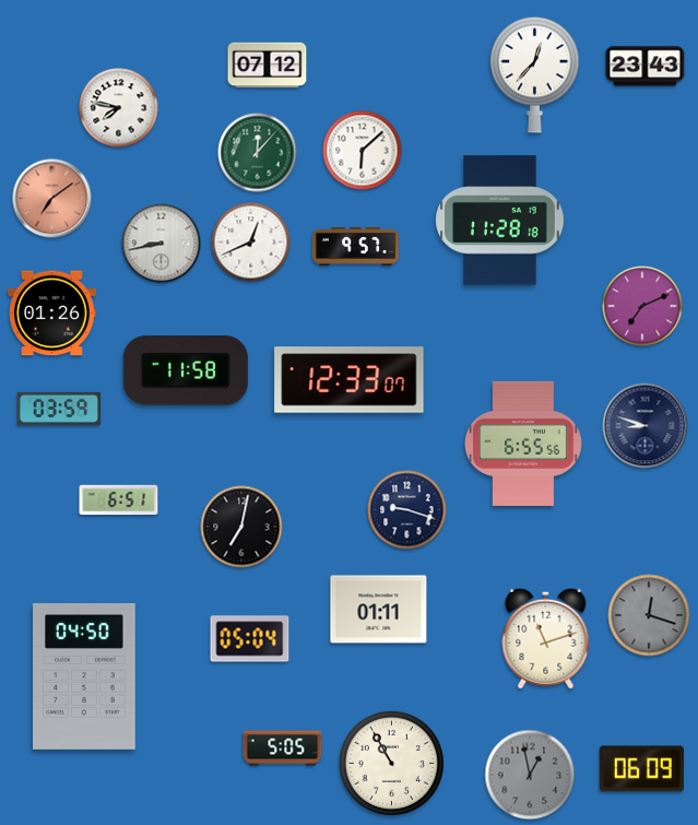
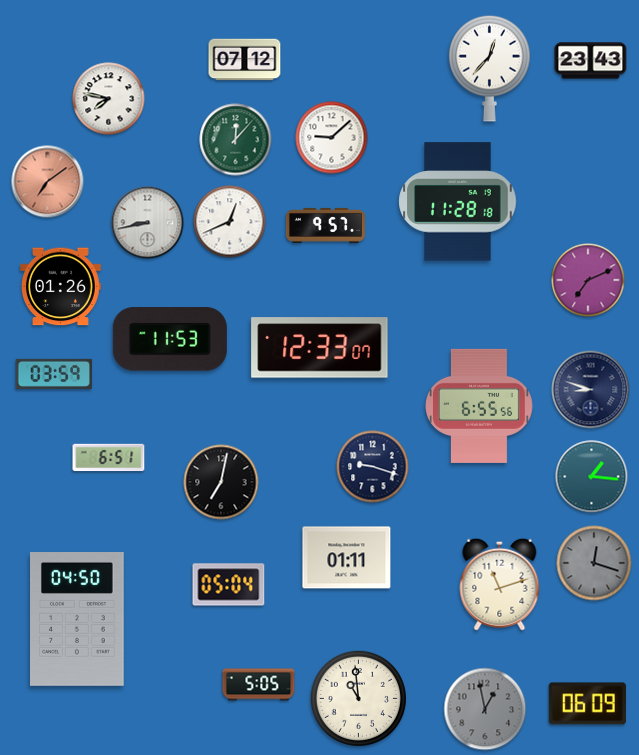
clock at (363, 151): 6:08 -> 9:08
clock at (52, 314) position: (52, 314) -> (61, 287)
clock at (186, 370): 11:58 -> 11:53
clock at (592, 477): none -> 1:16
clock at (391, 763): 10:55 -> 10:59
